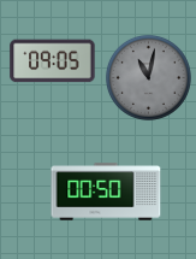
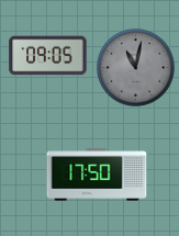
clock at (148, 77) position: (148, 77) -> (135, 67)
clock at (106, 192): 00:50 -> 17:50
